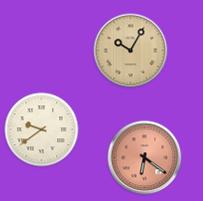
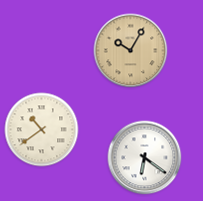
clock at (42, 130): 9:39 -> 10:39
clock at (145, 158) dial: salmon -> white
